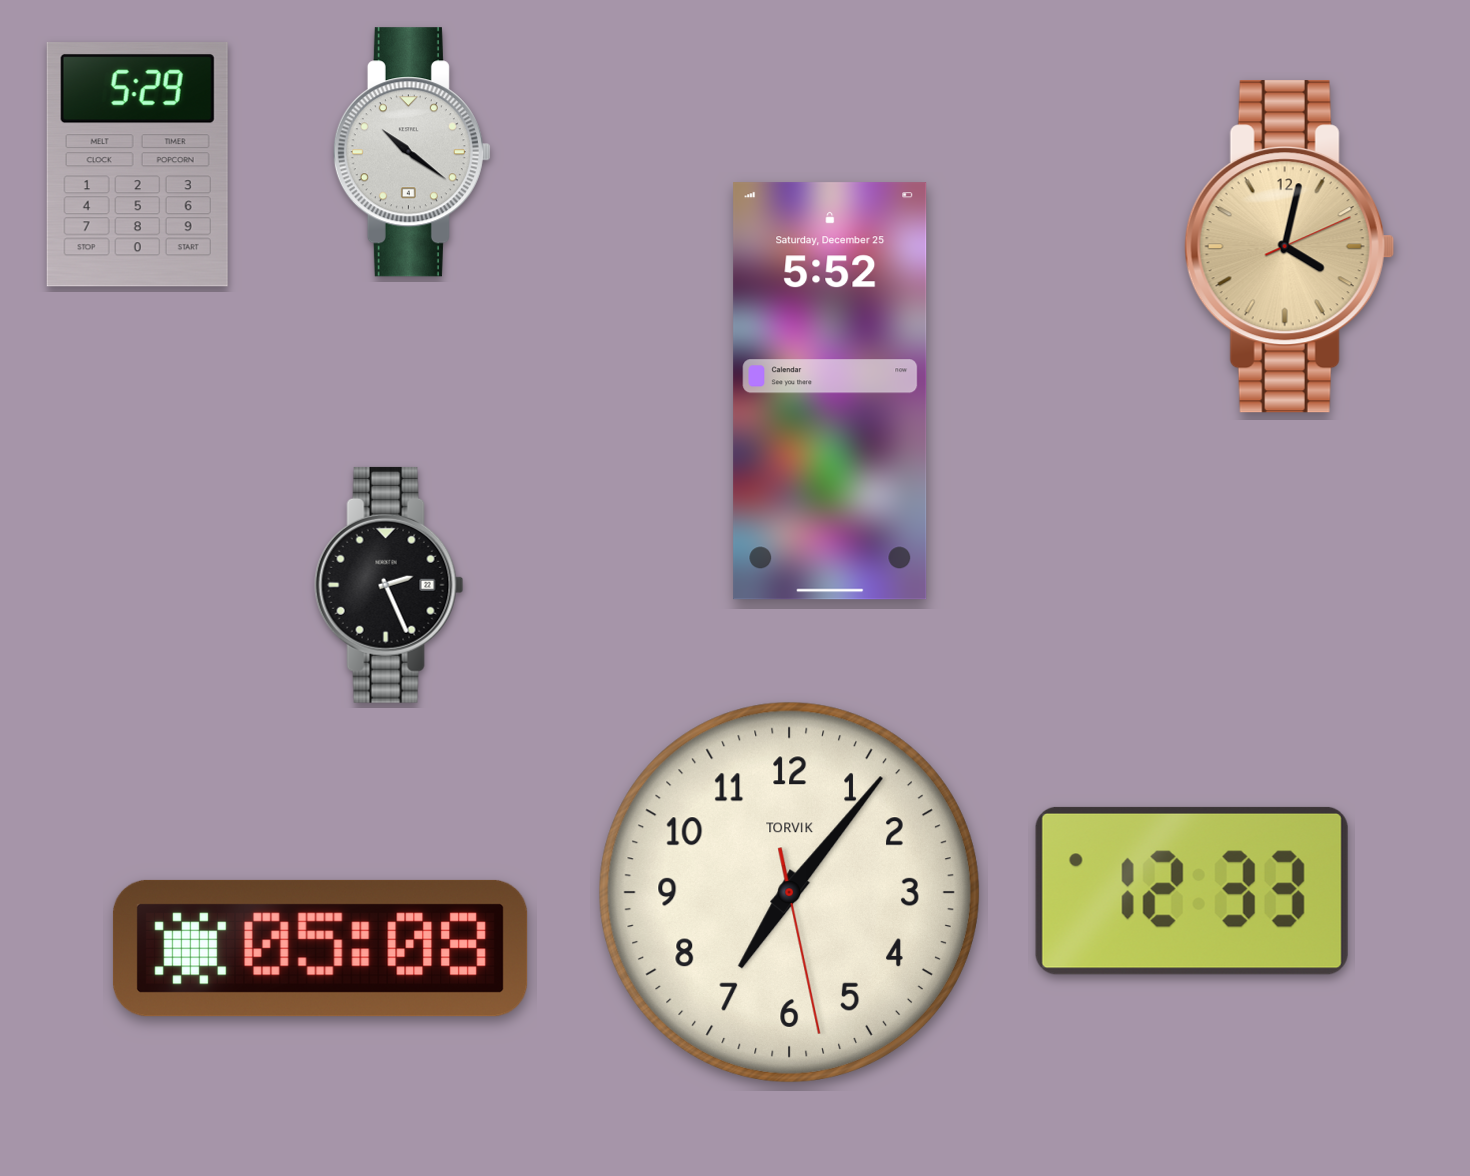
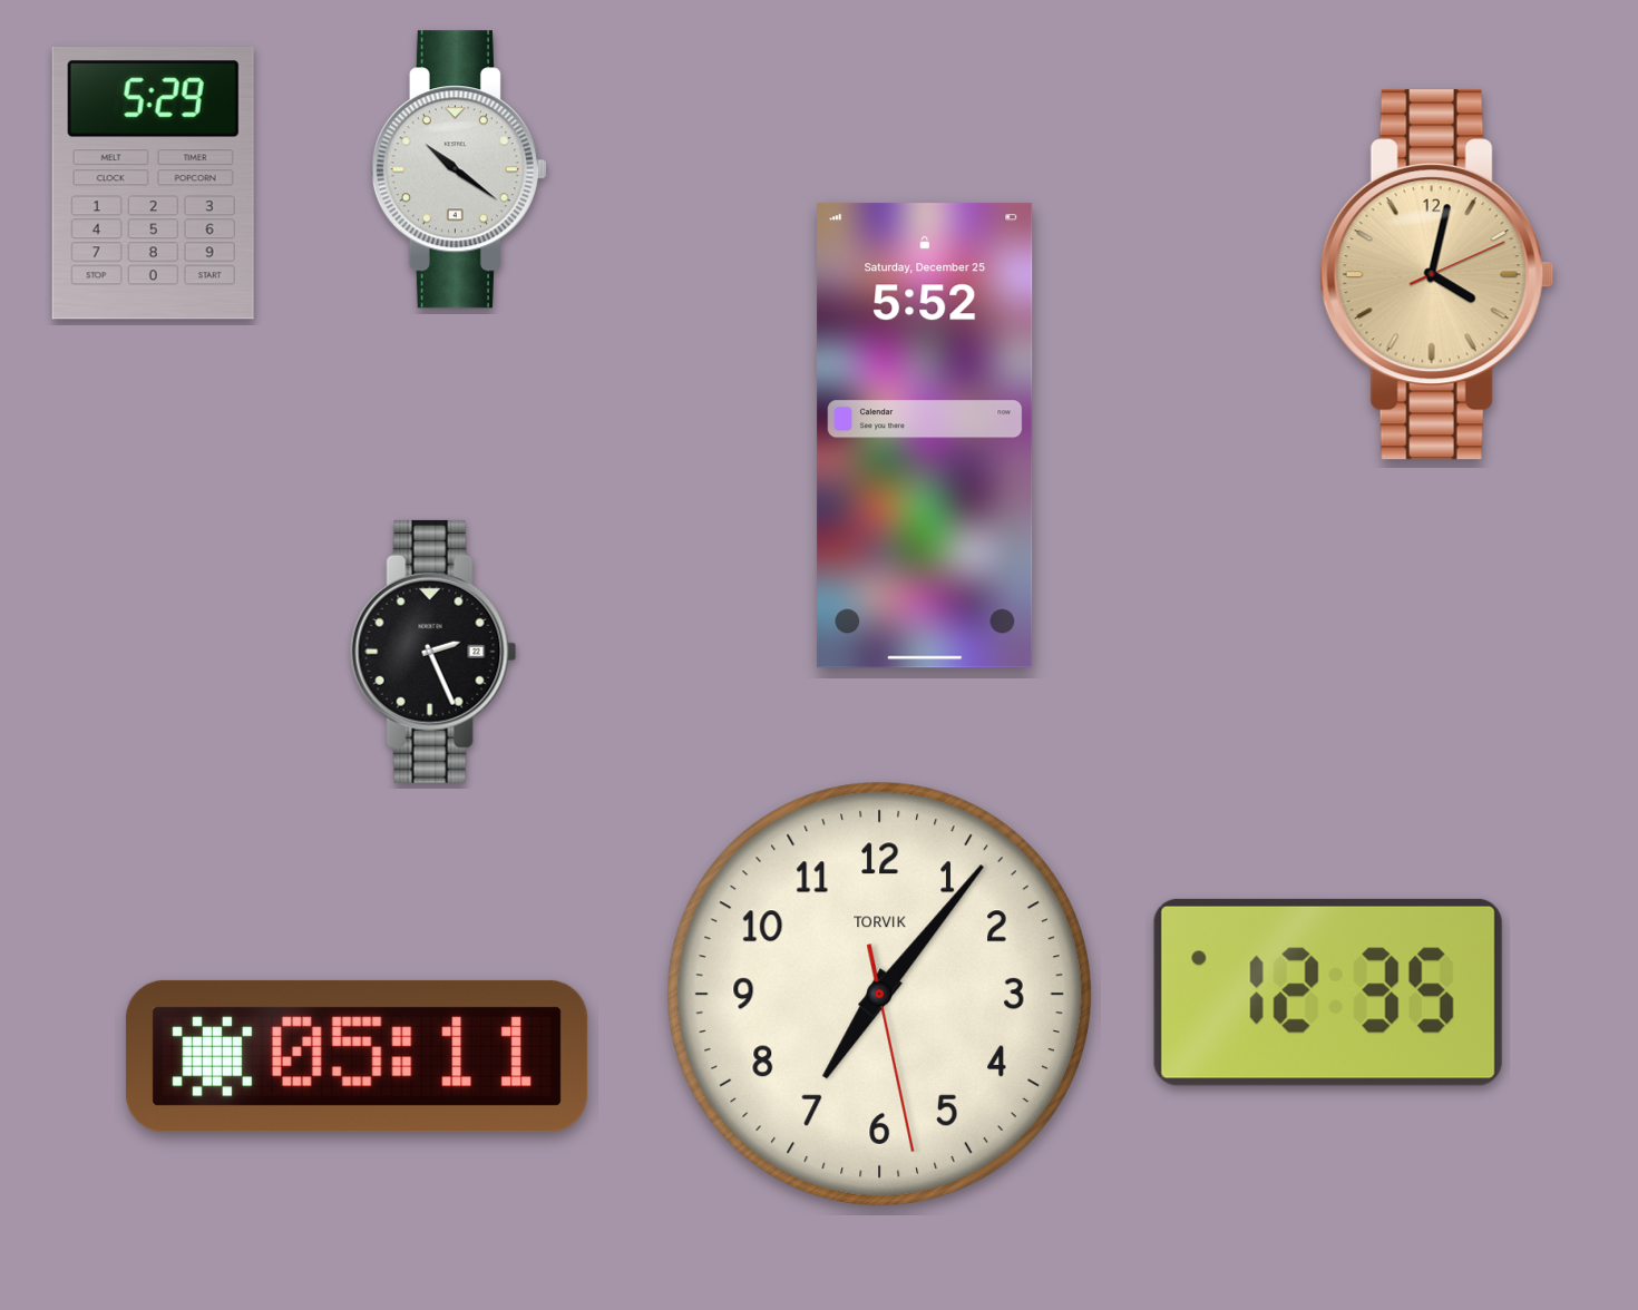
clock at (1192, 891): 12:33 -> 12:35
clock at (320, 948): 05:08 -> 05:11
